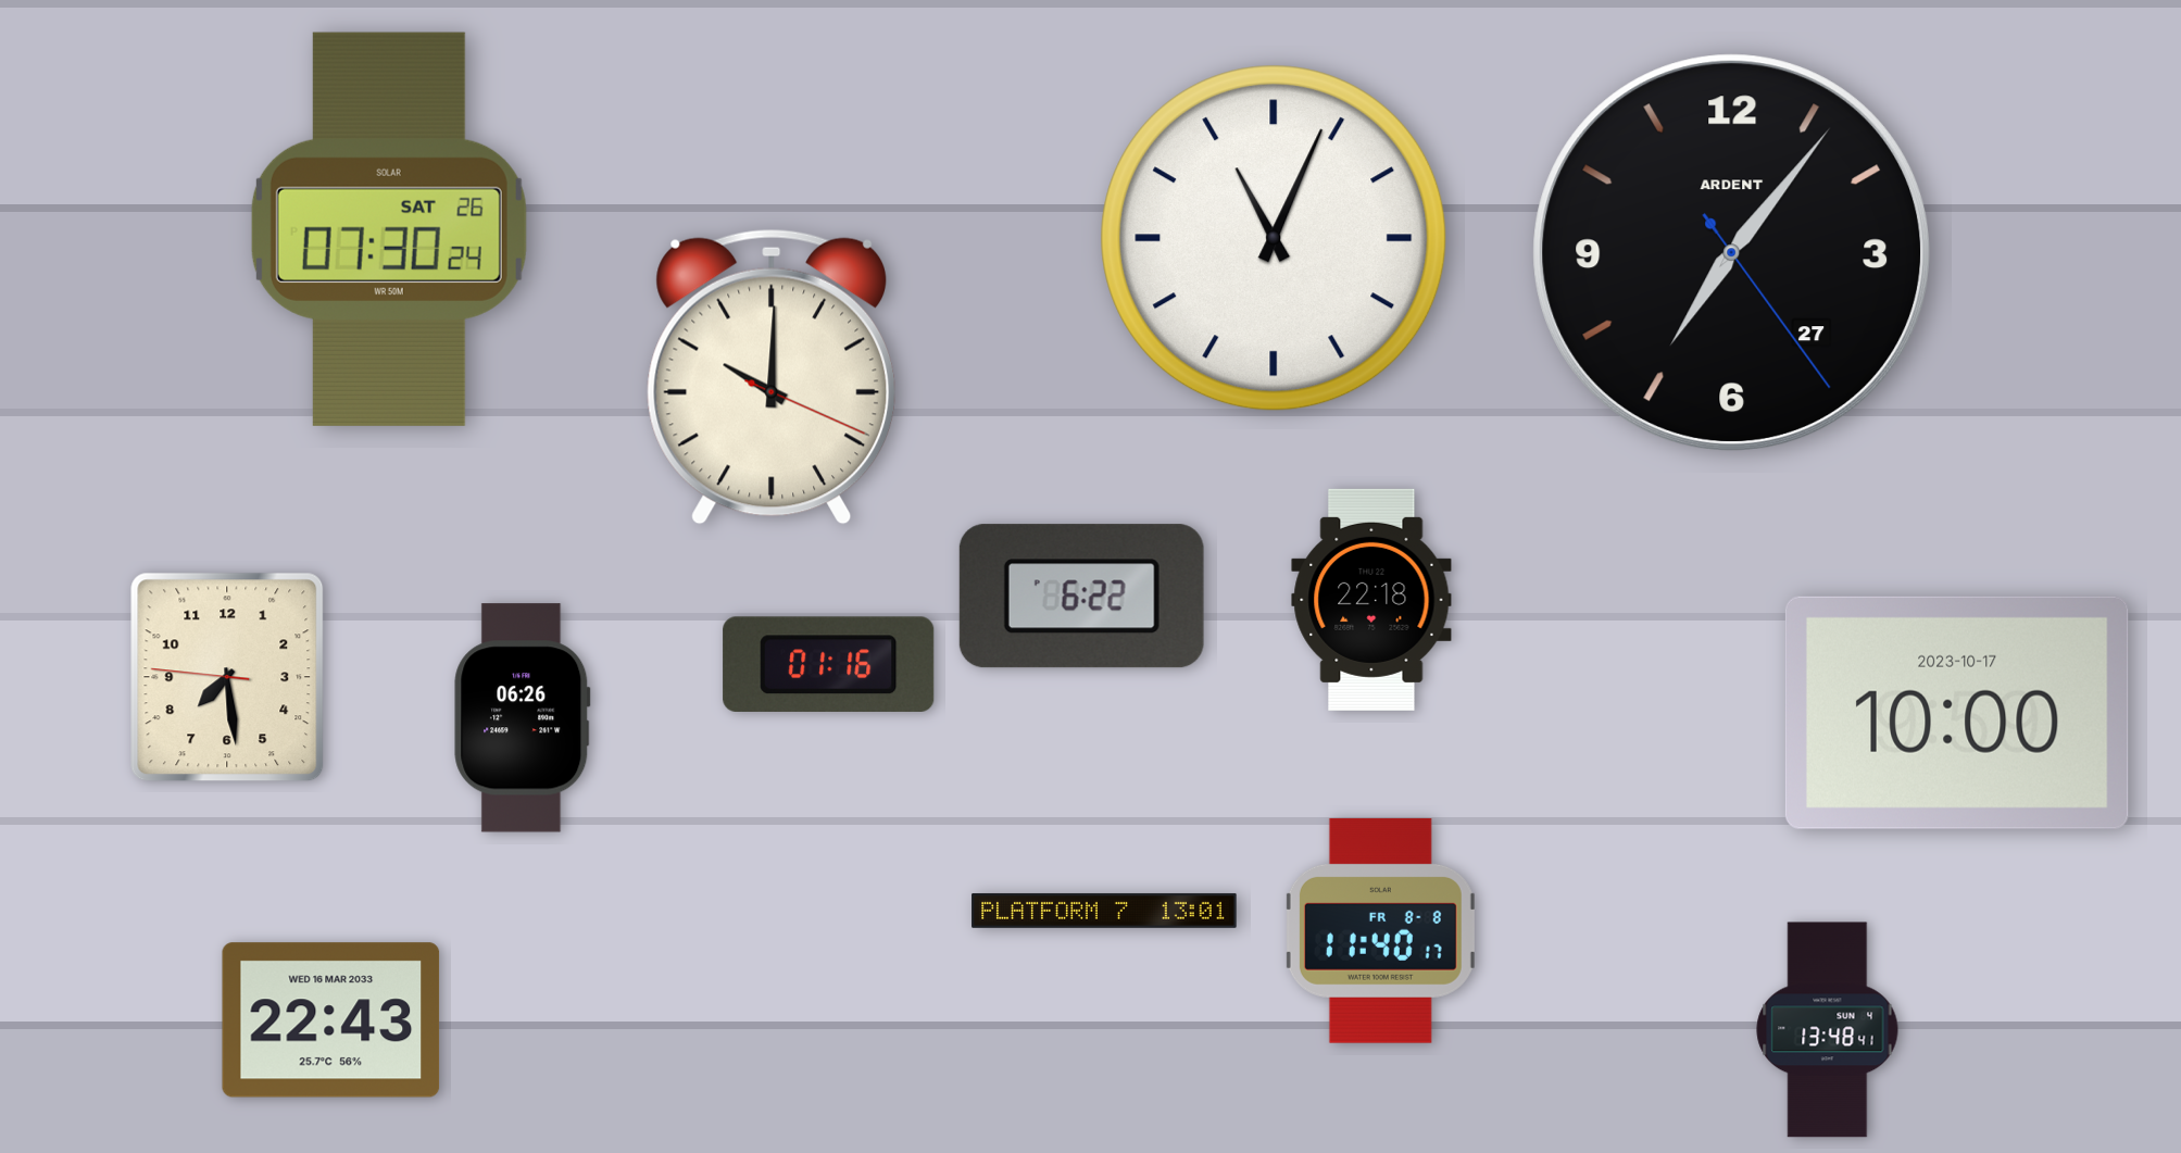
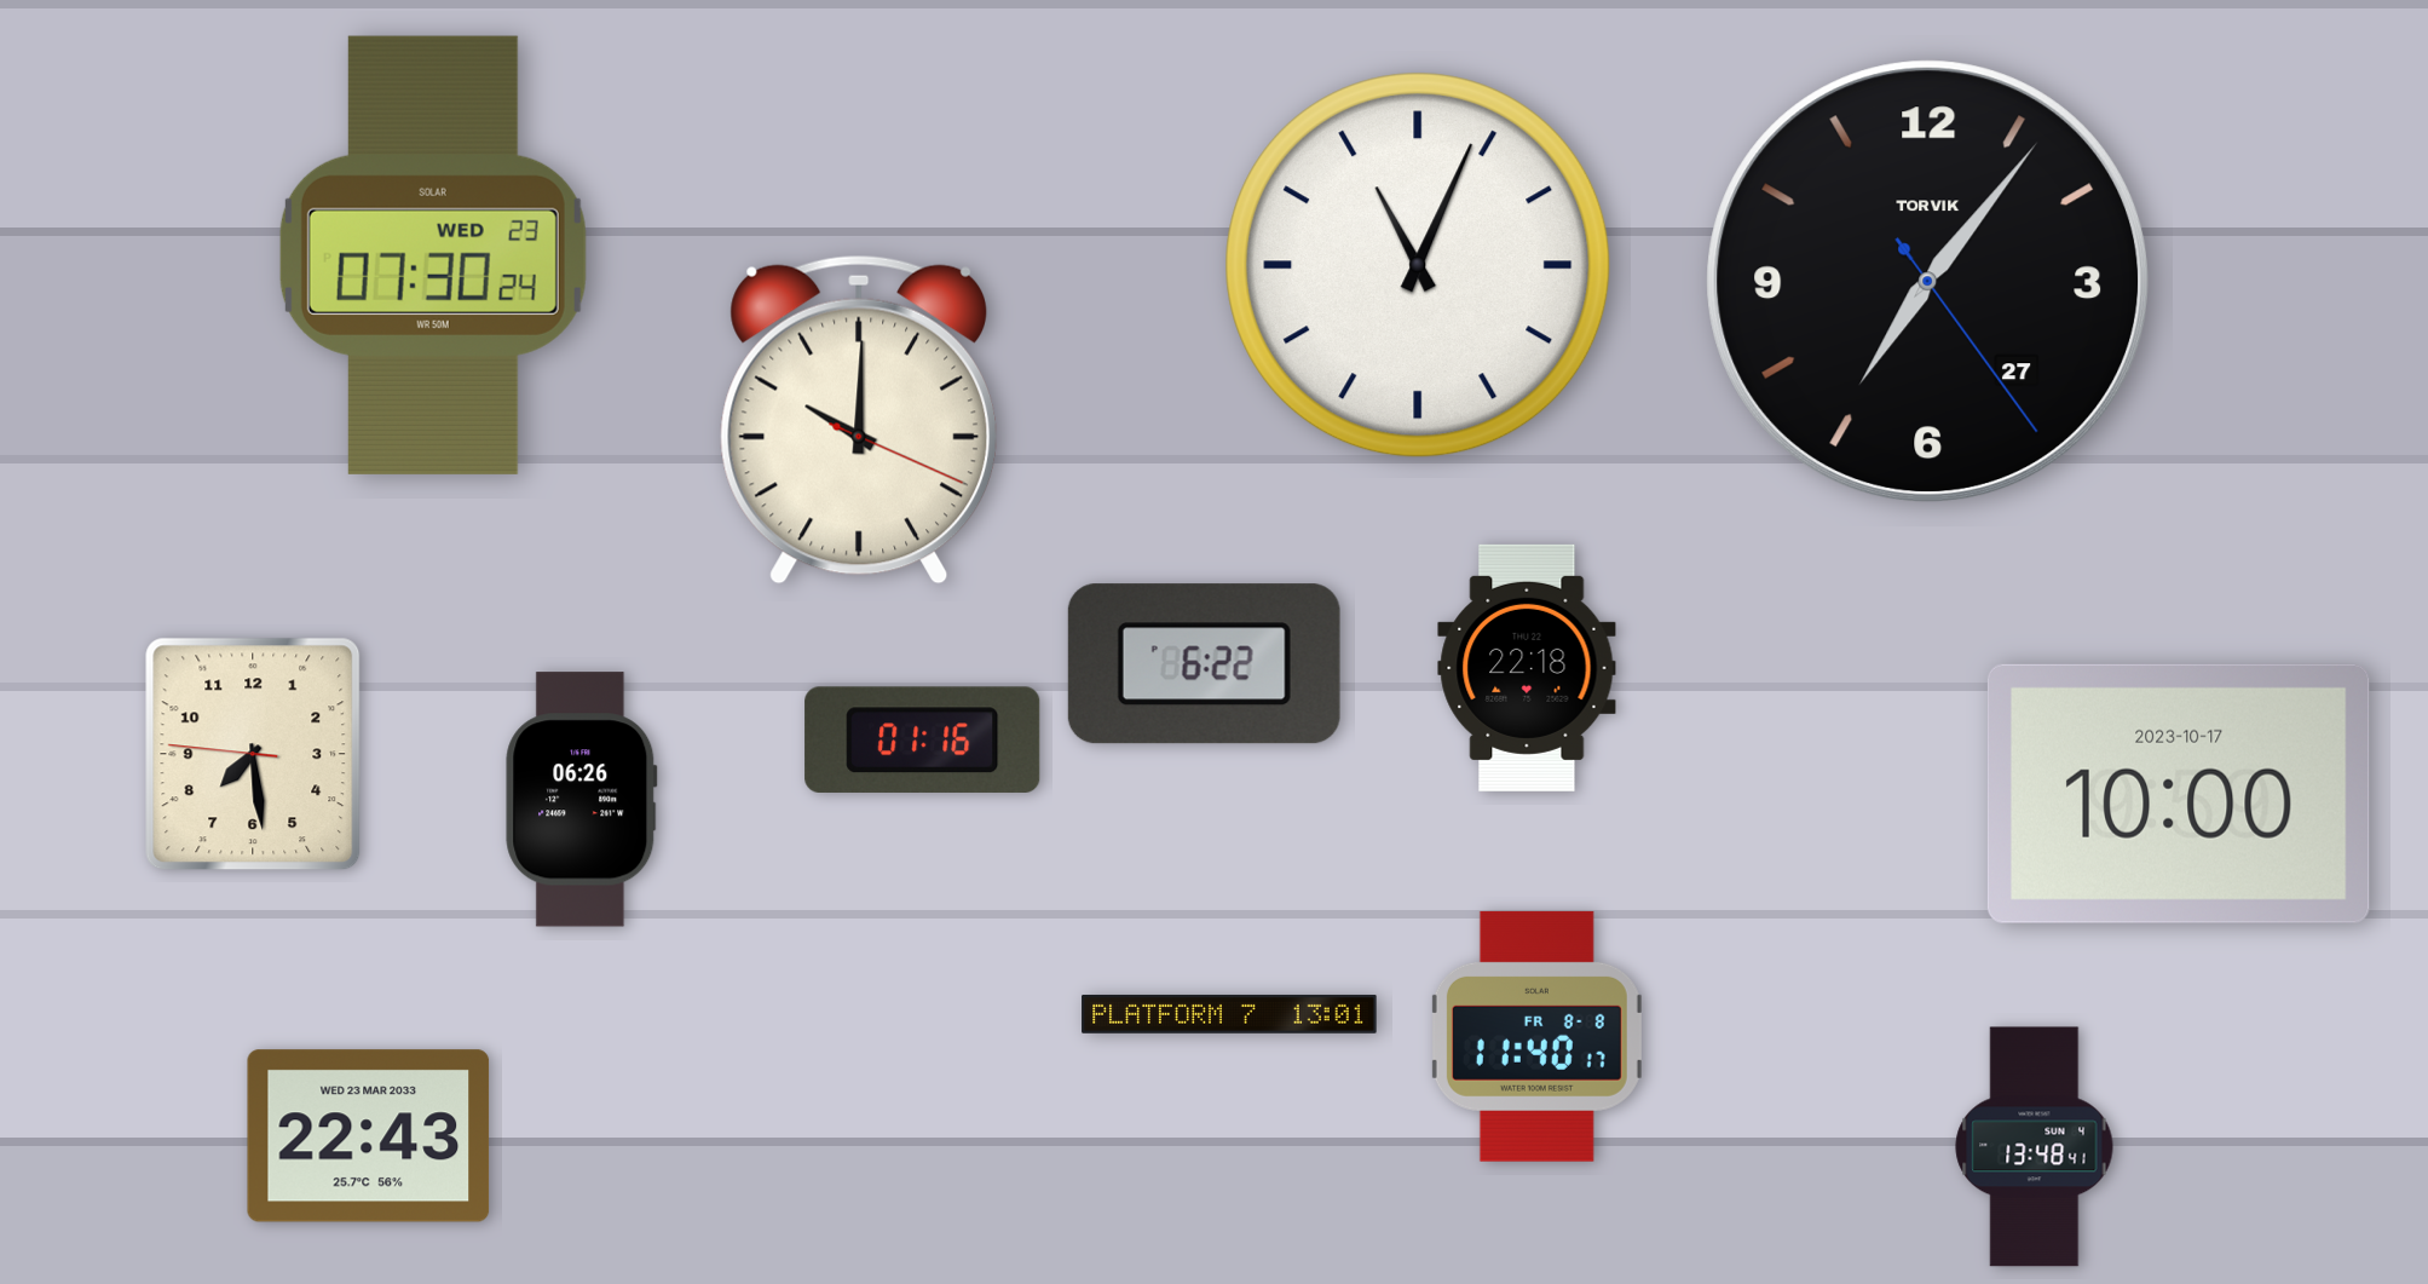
clock at (389, 229) date: SAT 26 -> WED 23
clock at (1732, 253) brand: ARDENT -> TORVIK
clock at (331, 1020) date: WED 16 MAR 2033 -> WED 23 MAR 2033
